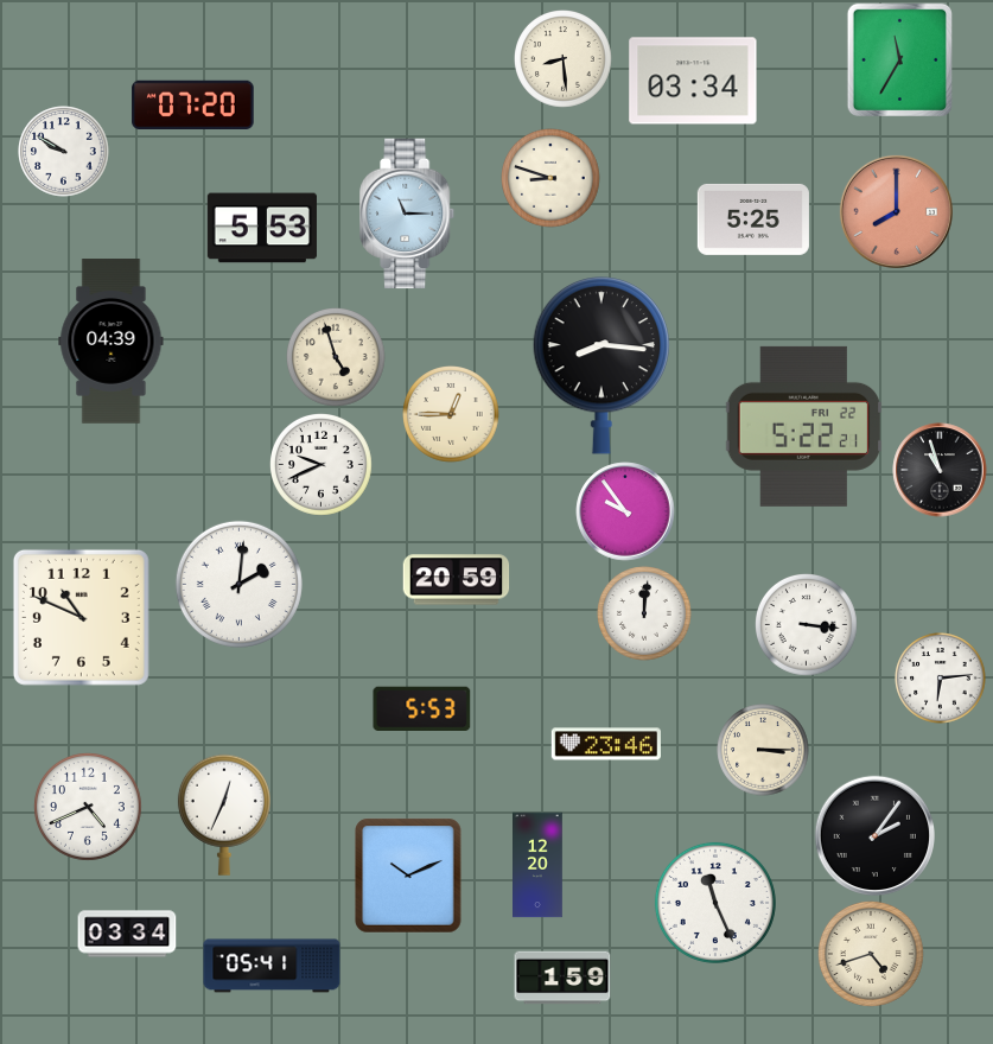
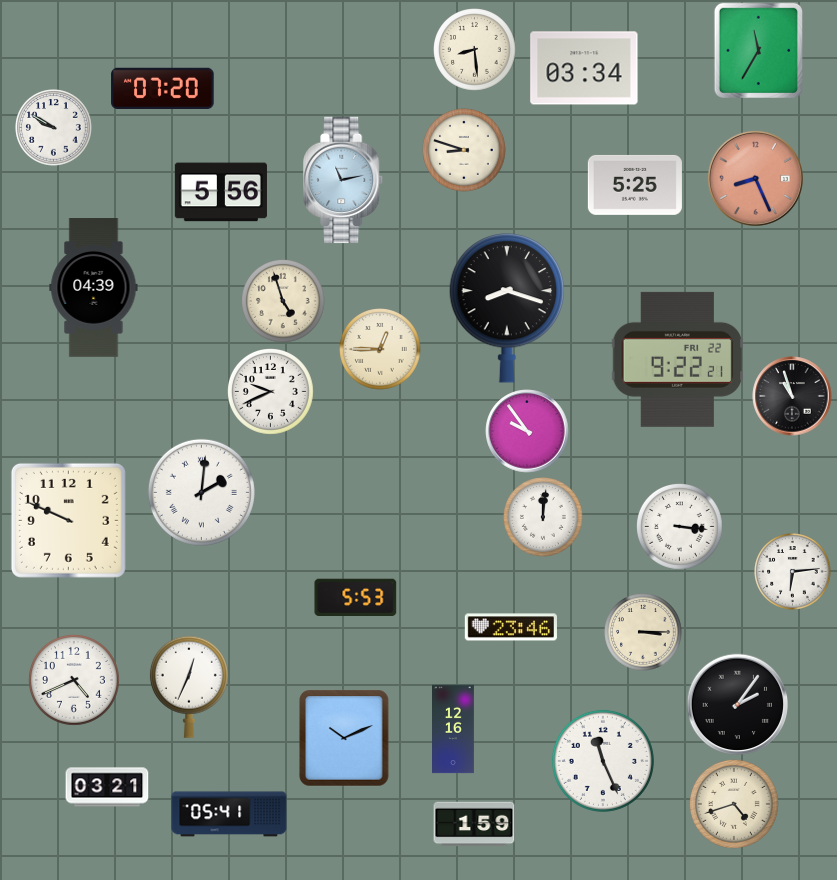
clock at (896, 211): 8:00 -> 8:26
clock at (408, 214): 11:15 -> 11:13
clock at (262, 228): 5:53 -> 5:56
clock at (601, 367): 8:16 -> 8:18
clock at (804, 426): 5:22 -> 9:22
clock at (457, 580): 20:59 -> none
clock at (81, 617): 10:49 -> 9:49
clock at (539, 865): 12:20 -> 12:16
clock at (127, 934): 03:34 -> 03:21
